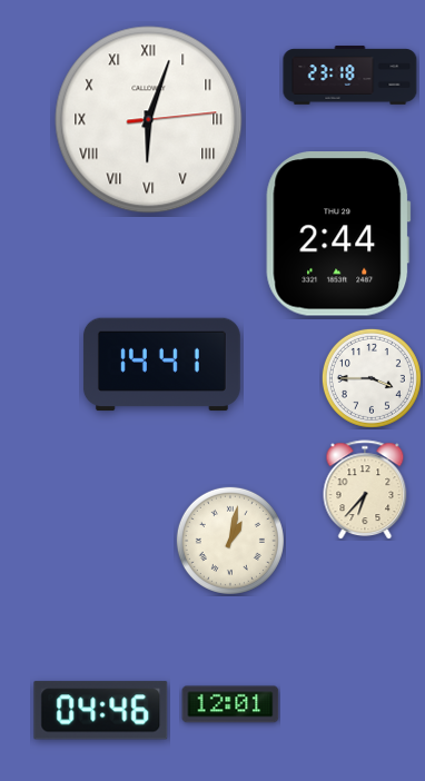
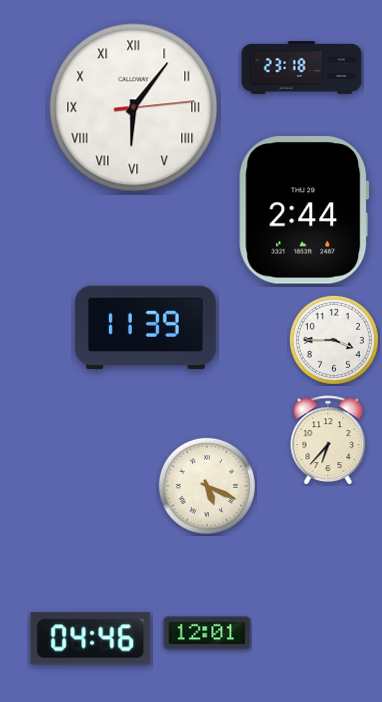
clock at (350, 76) position: (350, 76) -> (302, 68)
clock at (149, 120): 6:03 -> 6:06
clock at (161, 365): 14:41 -> 11:39
clock at (230, 541): 1:02 -> 5:19
